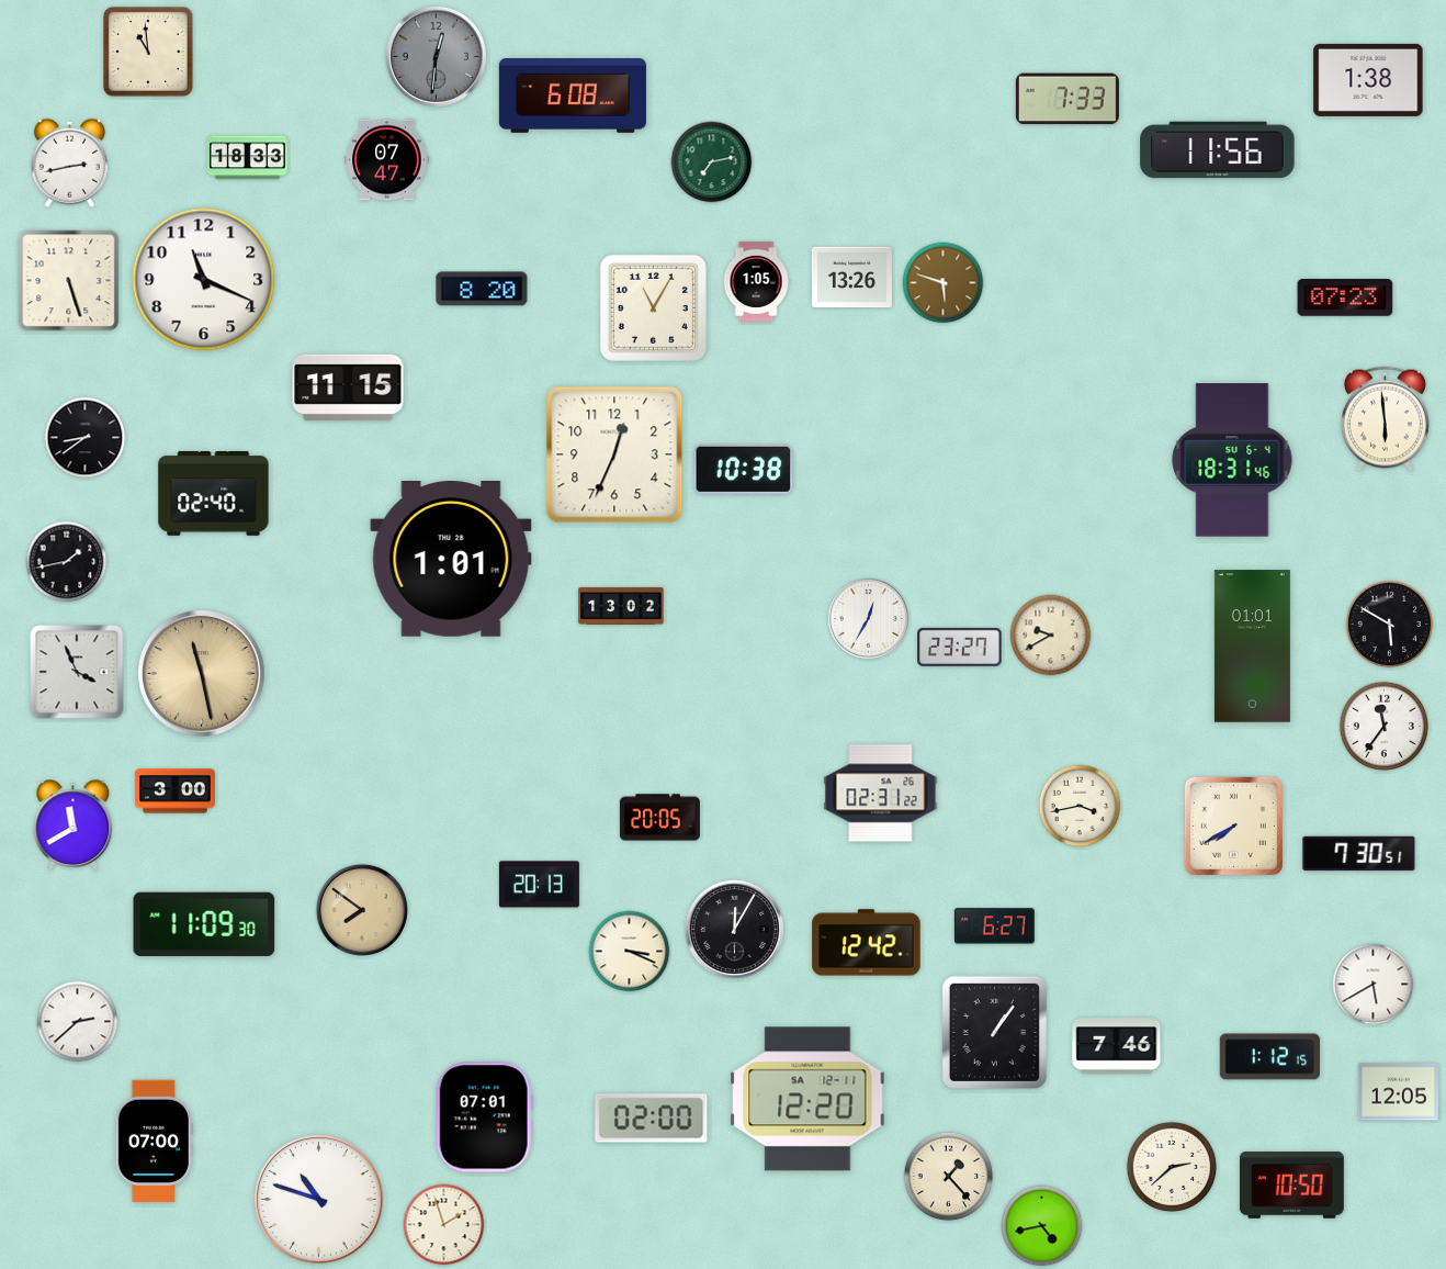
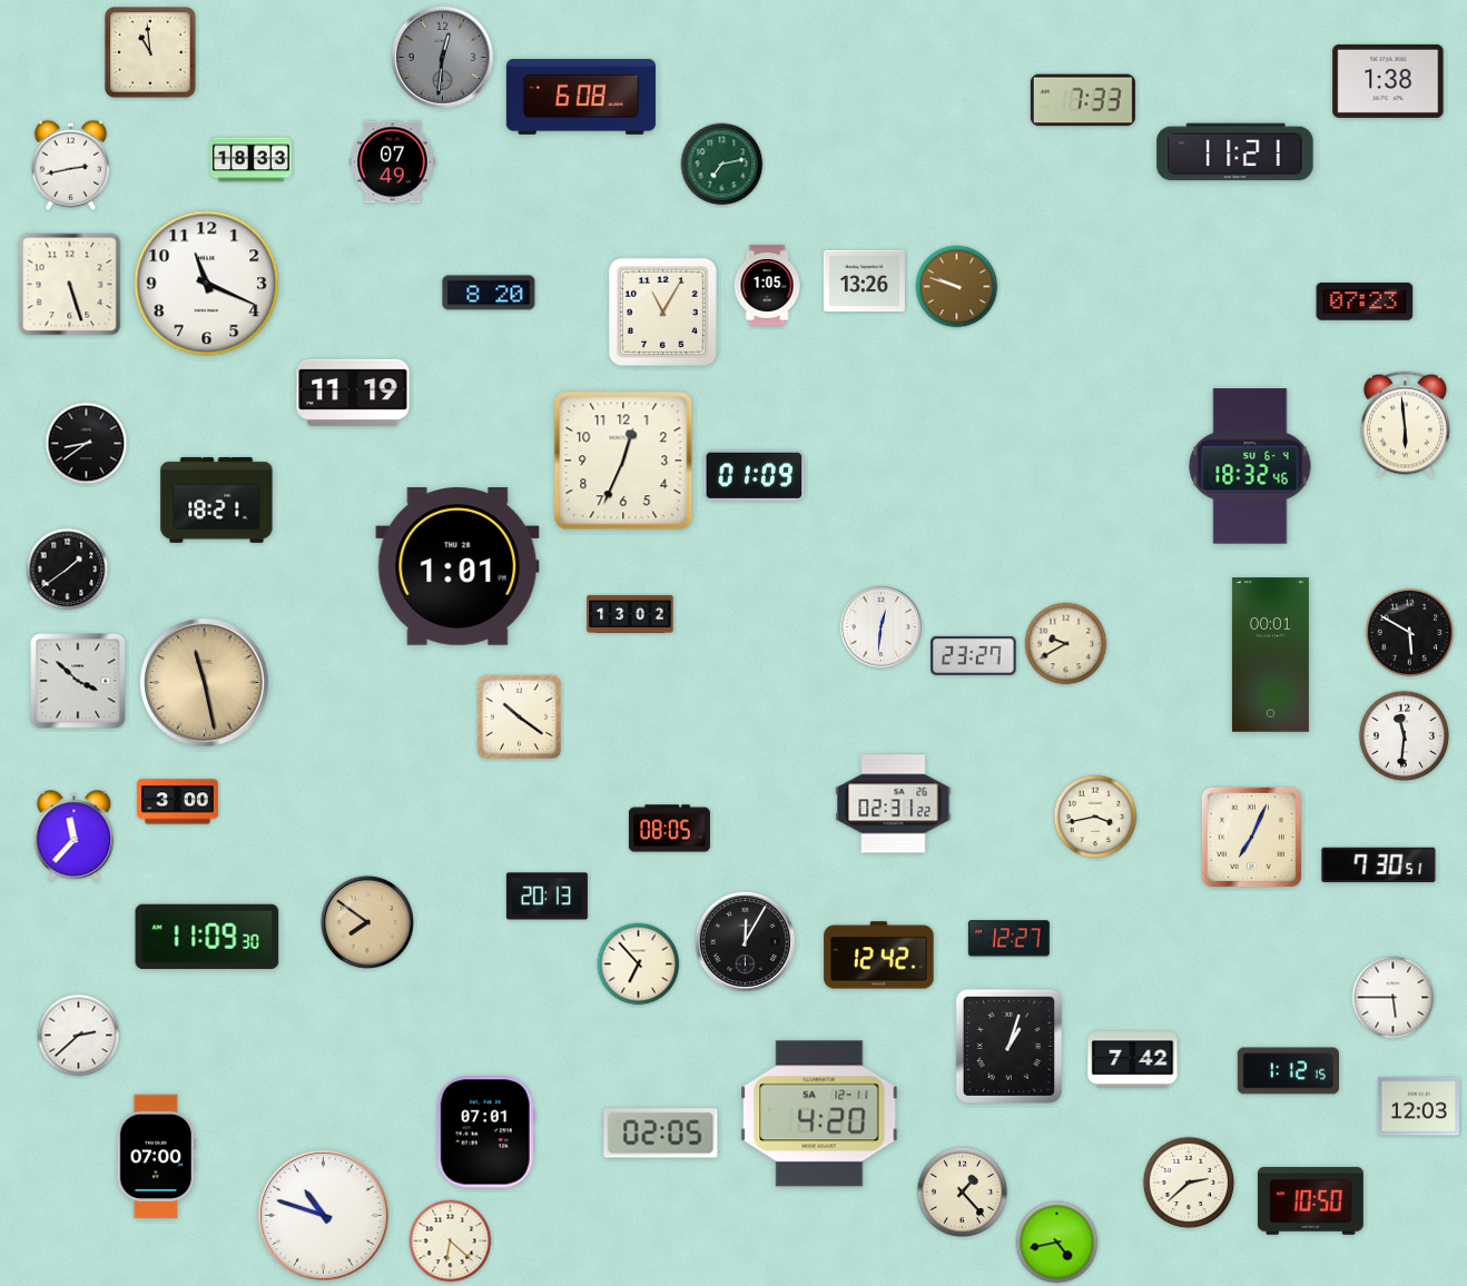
clock at (1218, 150): 11:56 -> 11:21
clock at (387, 160): 07:47 -> 07:49
clock at (944, 283): 5:48 -> 9:48
clock at (348, 388): 11:15 -> 11:19
clock at (1232, 460): 18:31 -> 18:32
clock at (744, 469): 10:38 -> 01:09
clock at (214, 493): 02:40 -> 18:21
clock at (67, 562): 1:43 -> 1:39
clock at (868, 618): 12:35 -> 12:31
clock at (1252, 647): 01:01 -> 00:01
clock at (77, 672): 3:56 -> 3:52
clock at (519, 716): none -> 10:21
clock at (1385, 727): 11:36 -> 11:31
clock at (659, 818): 20:05 -> 08:05
clock at (74, 826): 11:40 -> 11:37
clock at (1233, 826): 7:40 -> 7:04
clock at (994, 927): 6:27 -> 12:27
clock at (630, 952): 3:19 -> 6:53
clock at (1374, 985): 5:40 -> 5:45
clock at (994, 1032): 1:06 -> 1:03
clock at (1117, 1046): 7:46 -> 7:42
clock at (1398, 1092): 12:05 -> 12:03
clock at (807, 1099): 12:20 -> 4:20
clock at (484, 1118) position: (484, 1118) -> (485, 1132)
clock at (652, 1119): 02:00 -> 02:05
clock at (444, 1225): 1:57 -> 6:22
